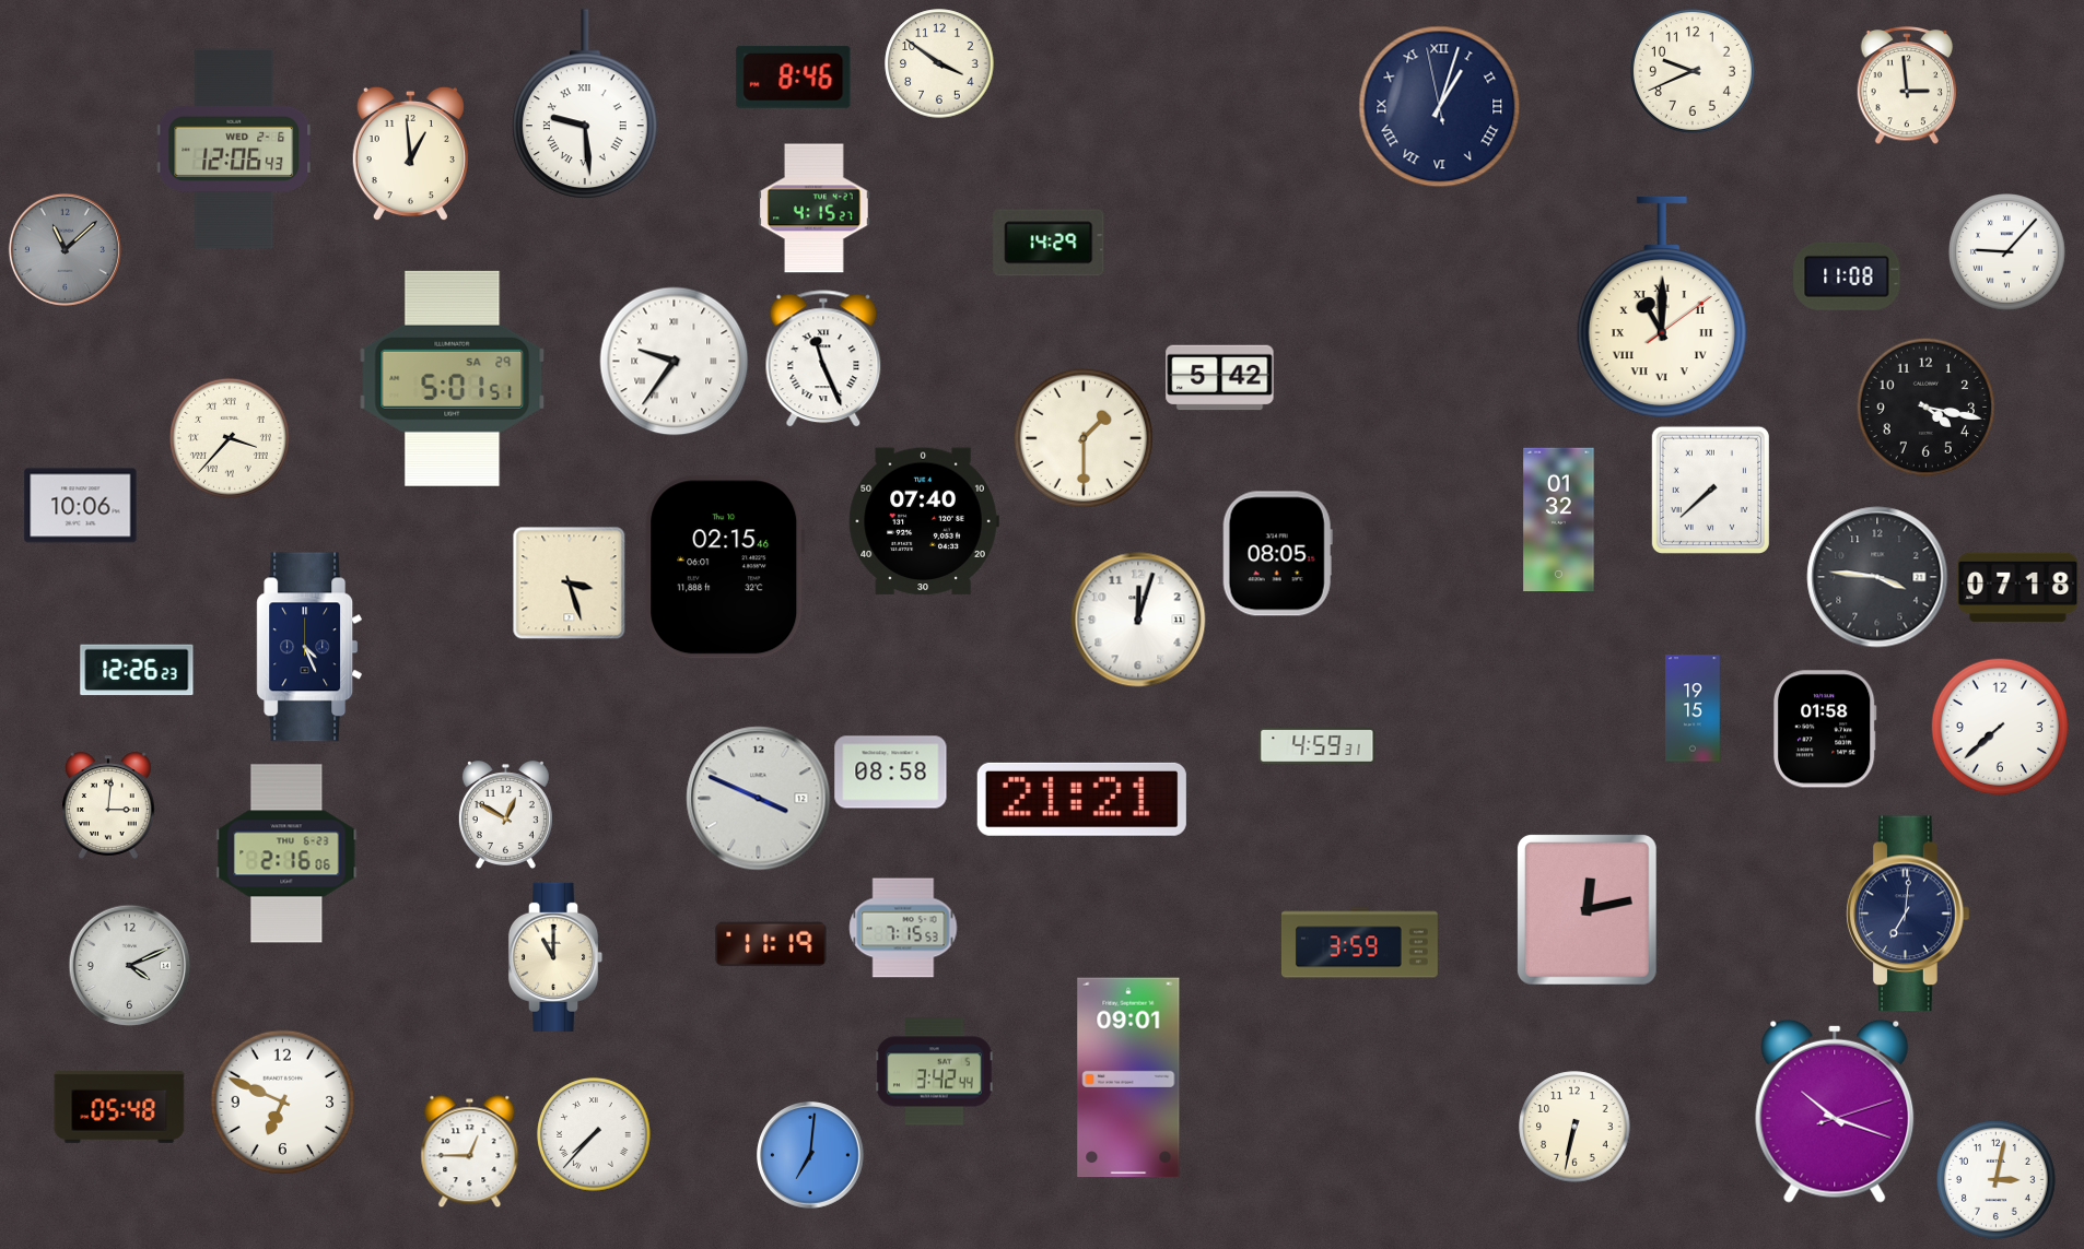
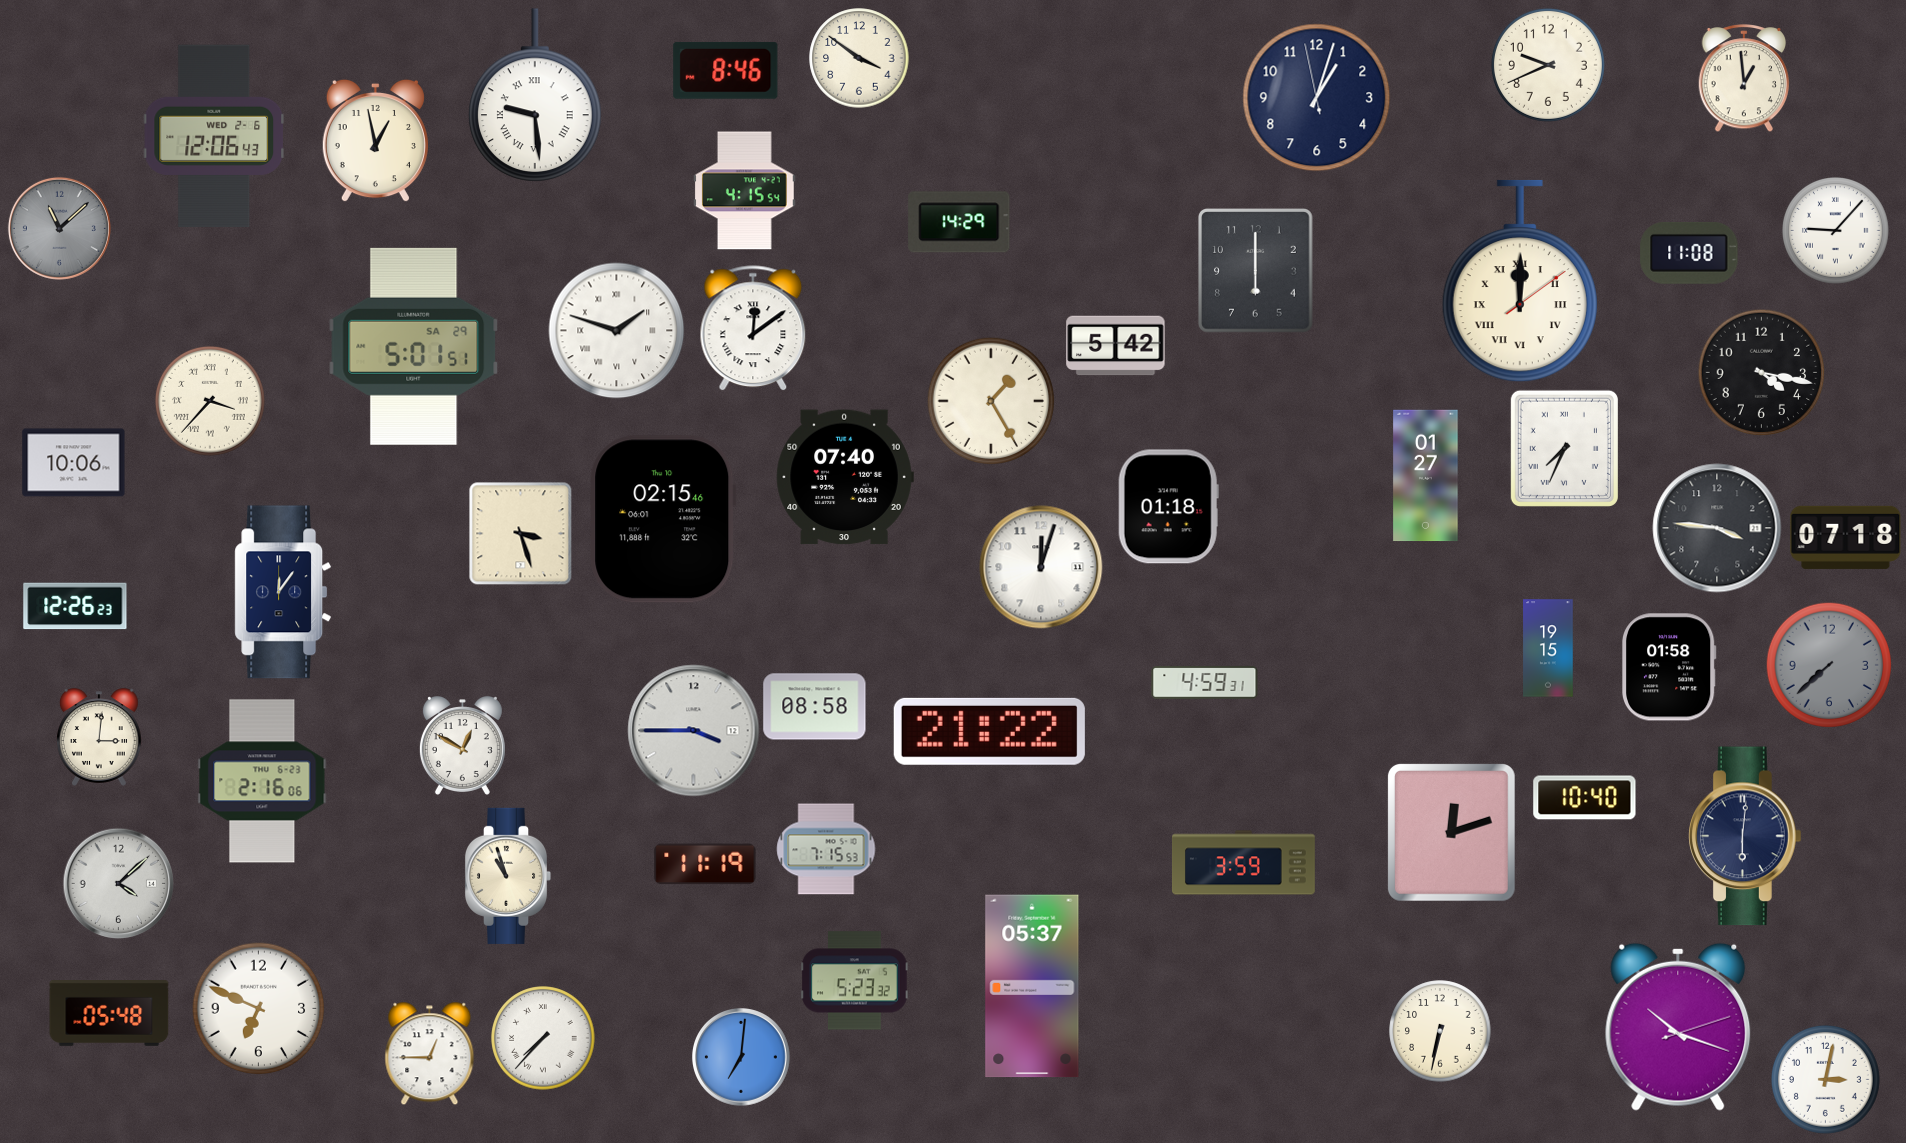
clock at (1907, 85): 2:59 -> 12:59
clock at (1440, 107) numerals: Roman -> Arabic
clock at (410, 153): 12:59 -> 12:58
clock at (815, 209): 4:15:27 -> 4:15:54
clock at (1256, 271): none -> 6:00
clock at (1662, 307): 11:00 -> 12:00
clock at (823, 358): 11:26 -> 12:09
clock at (675, 362): 9:36 -> 1:48
clock at (1084, 438): 1:30 -> 1:25
clock at (1710, 490): 7:38 -> 7:34
clock at (1559, 520): 01:32 -> 01:27
clock at (1277, 554): 08:05 -> 01:18
clock at (309, 647): 4:26 -> 12:06
clock at (137, 670) position: (137, 670) -> (75, 606)
clock at (1999, 726) dial: white -> grey
clock at (759, 799): 3:49 -> 3:45
clock at (1081, 799): 21:21 -> 21:22
clock at (1585, 798): none -> 10:40
clock at (1587, 909): 12:13 -> 12:12
clock at (1908, 914): 7:01 -> 6:01
clock at (555, 957): 11:00 -> 10:57
clock at (129, 965): 4:11 -> 4:08
clock at (935, 1072): 3:42 -> 5:23
clock at (1128, 1077): 09:01 -> 05:37
clock at (1835, 1111) position: (1835, 1111) -> (1678, 1027)
